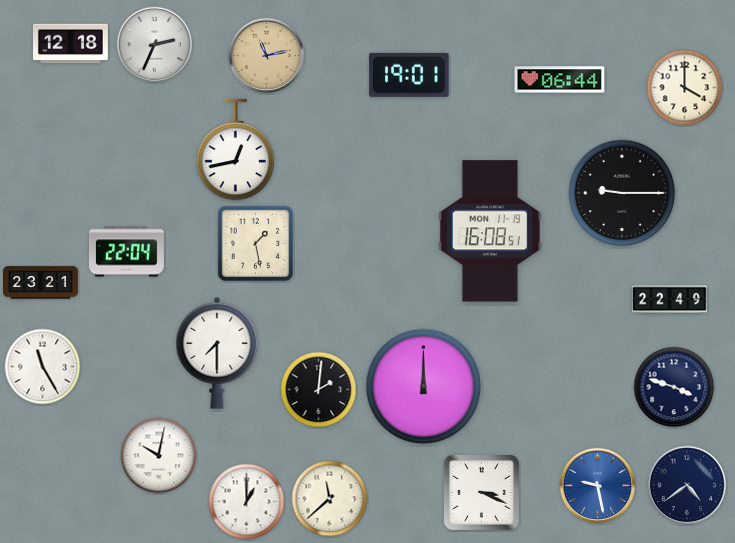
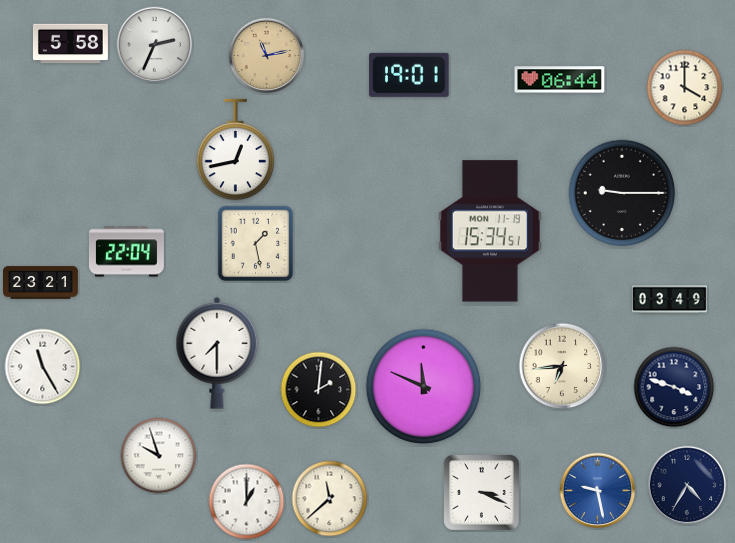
clock at (70, 44): 12:18 -> 5:58
clock at (490, 231): 16:08 -> 15:34
clock at (670, 300): 22:49 -> 03:49
clock at (562, 366): none -> 6:44
clock at (424, 387): 12:00 -> 11:49
clock at (159, 456): 10:02 -> 9:57
clock at (687, 485): 4:39 -> 4:35
clock at (598, 486) position: (598, 486) -> (598, 491)
